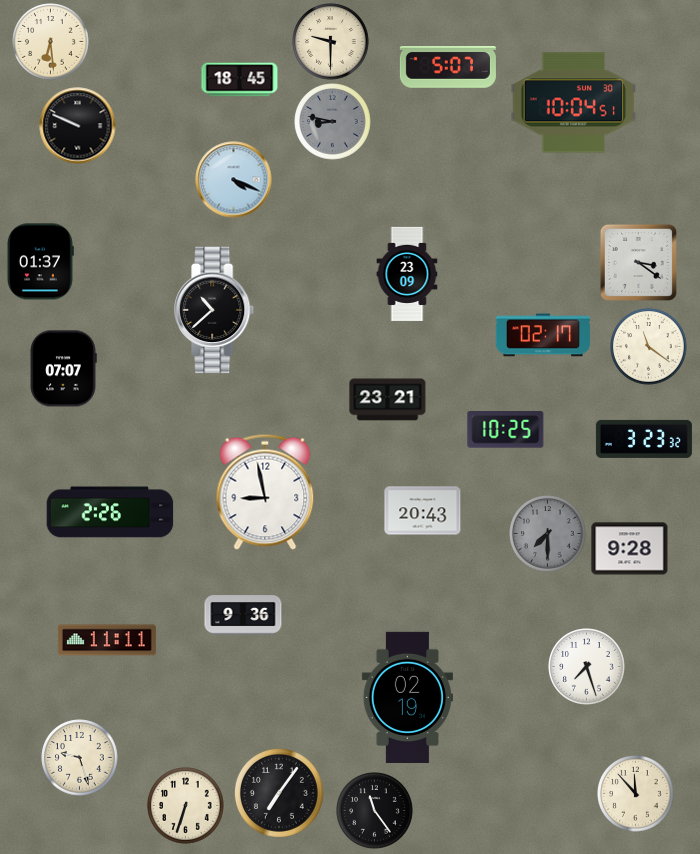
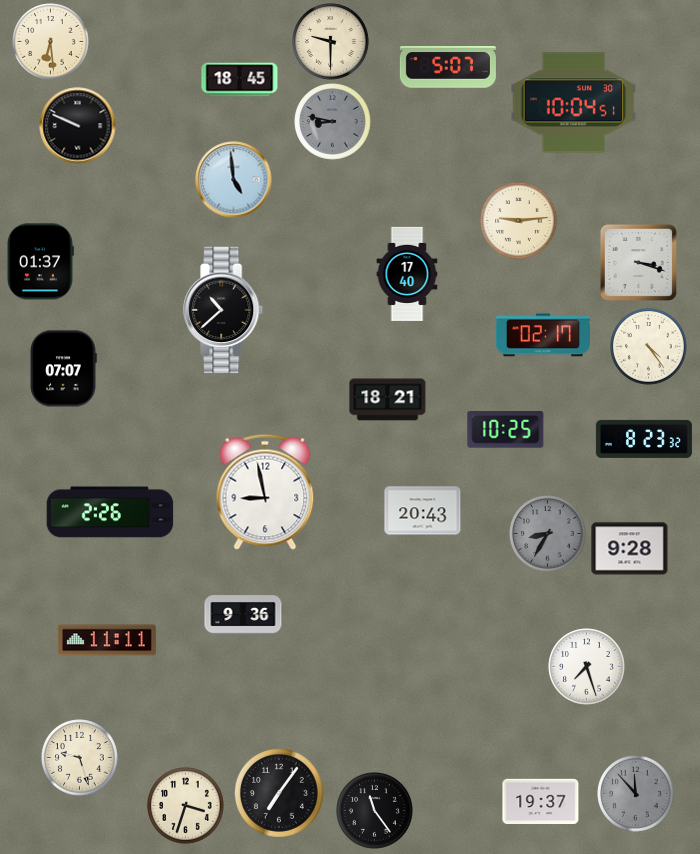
clock at (234, 180): 4:19 -> 4:59
clock at (519, 221): none -> 9:14
clock at (638, 262): 3:21 -> 3:18
clock at (407, 274): 23:09 -> 17:40
clock at (215, 310) position: (215, 310) -> (224, 310)
clock at (649, 347): 11:21 -> 4:24
clock at (388, 400): 23:21 -> 18:21
clock at (644, 439): 3:23 -> 8:23
clock at (548, 534): 7:30 -> 8:35
clock at (407, 697): 02:19 -> none
clock at (636, 794) dial: cream -> grey
clock at (541, 802): none -> 19:37
clock at (186, 806): 6:33 -> 3:33
